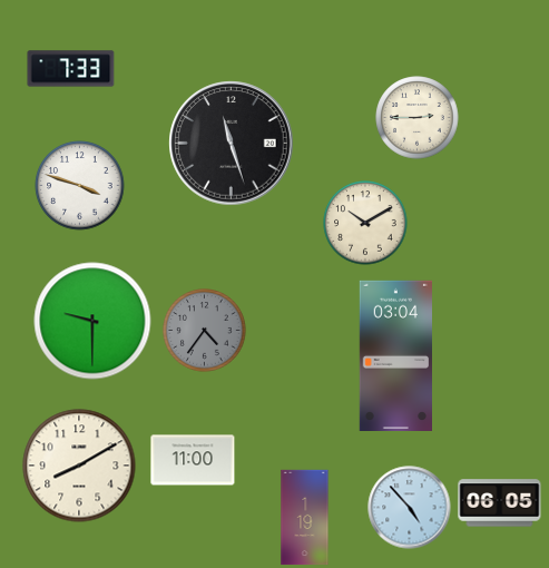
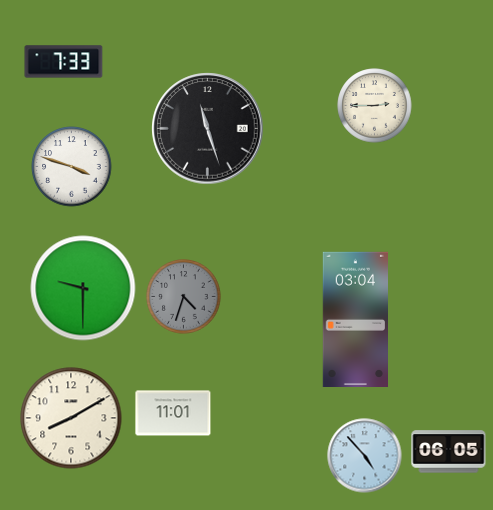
clock at (365, 223): 10:10 -> none
clock at (205, 331): 4:36 -> 4:33
clock at (193, 460): 11:00 -> 11:01
clock at (410, 508) position: (410, 508) -> (365, 456)
clock at (305, 518): 1:19 -> none
